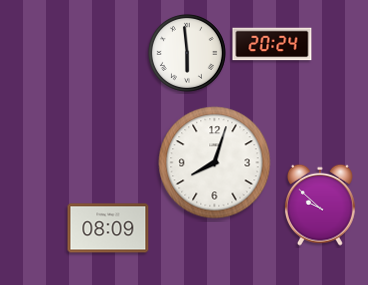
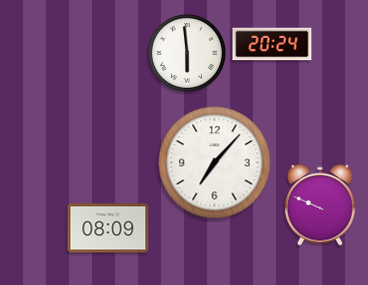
clock at (215, 163): 8:03 -> 7:07
clock at (320, 205): 9:52 -> 9:49
